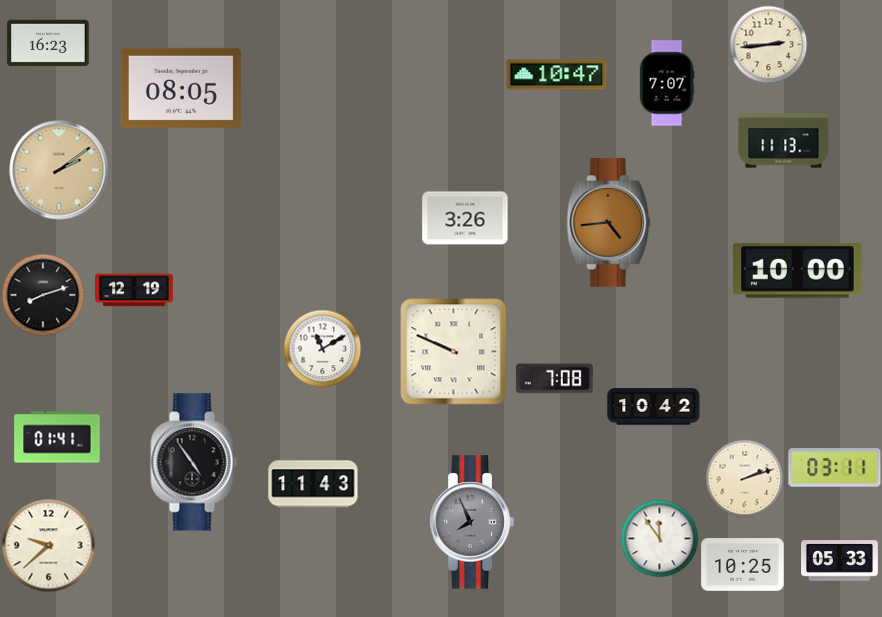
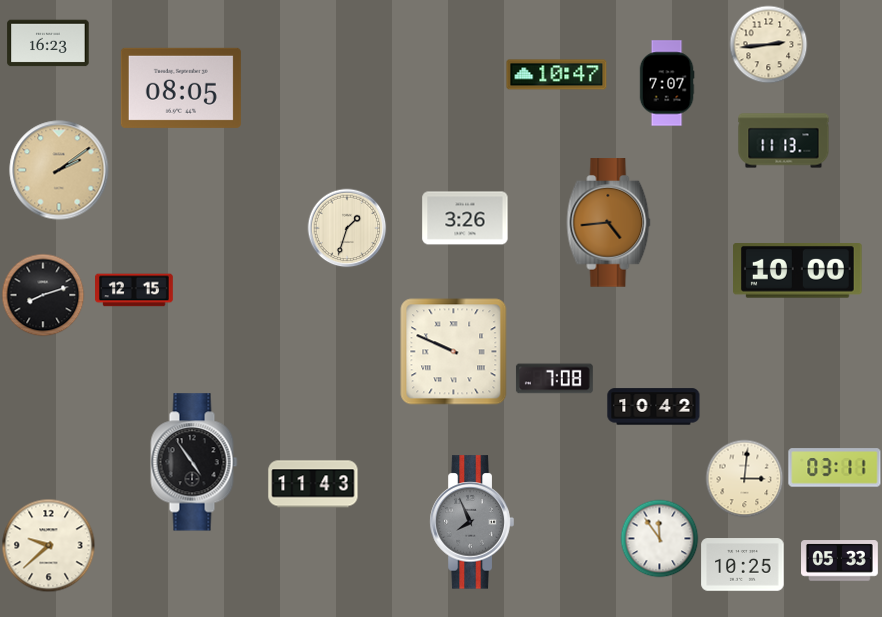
clock at (347, 228): none -> 1:33
clock at (135, 290): 12:19 -> 12:15
clock at (322, 348): 11:10 -> none
clock at (57, 437): 01:41 -> none
clock at (744, 478): 2:12 -> 3:01
